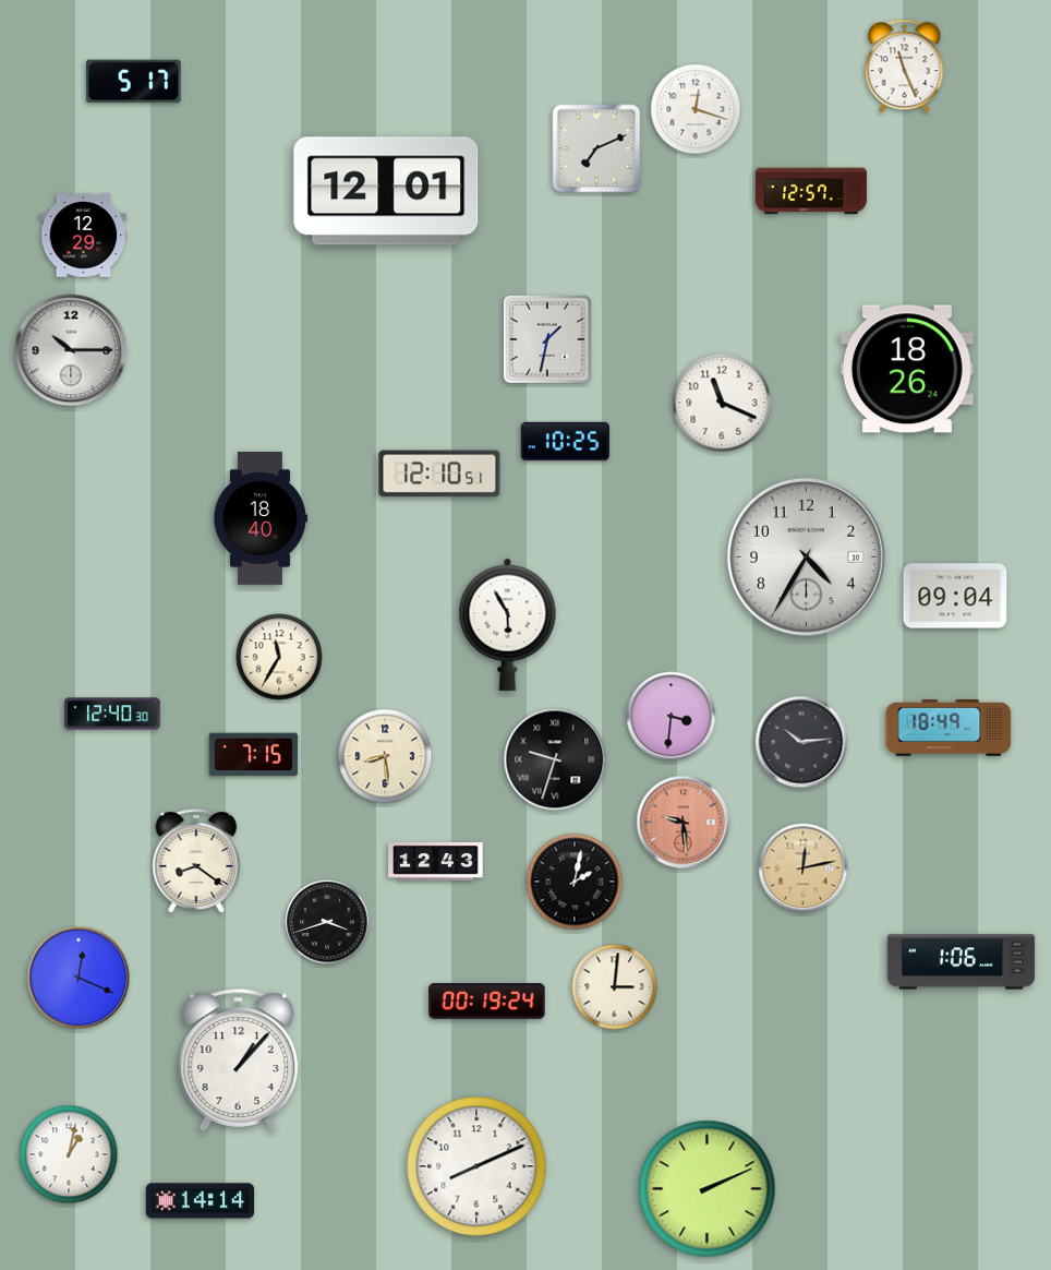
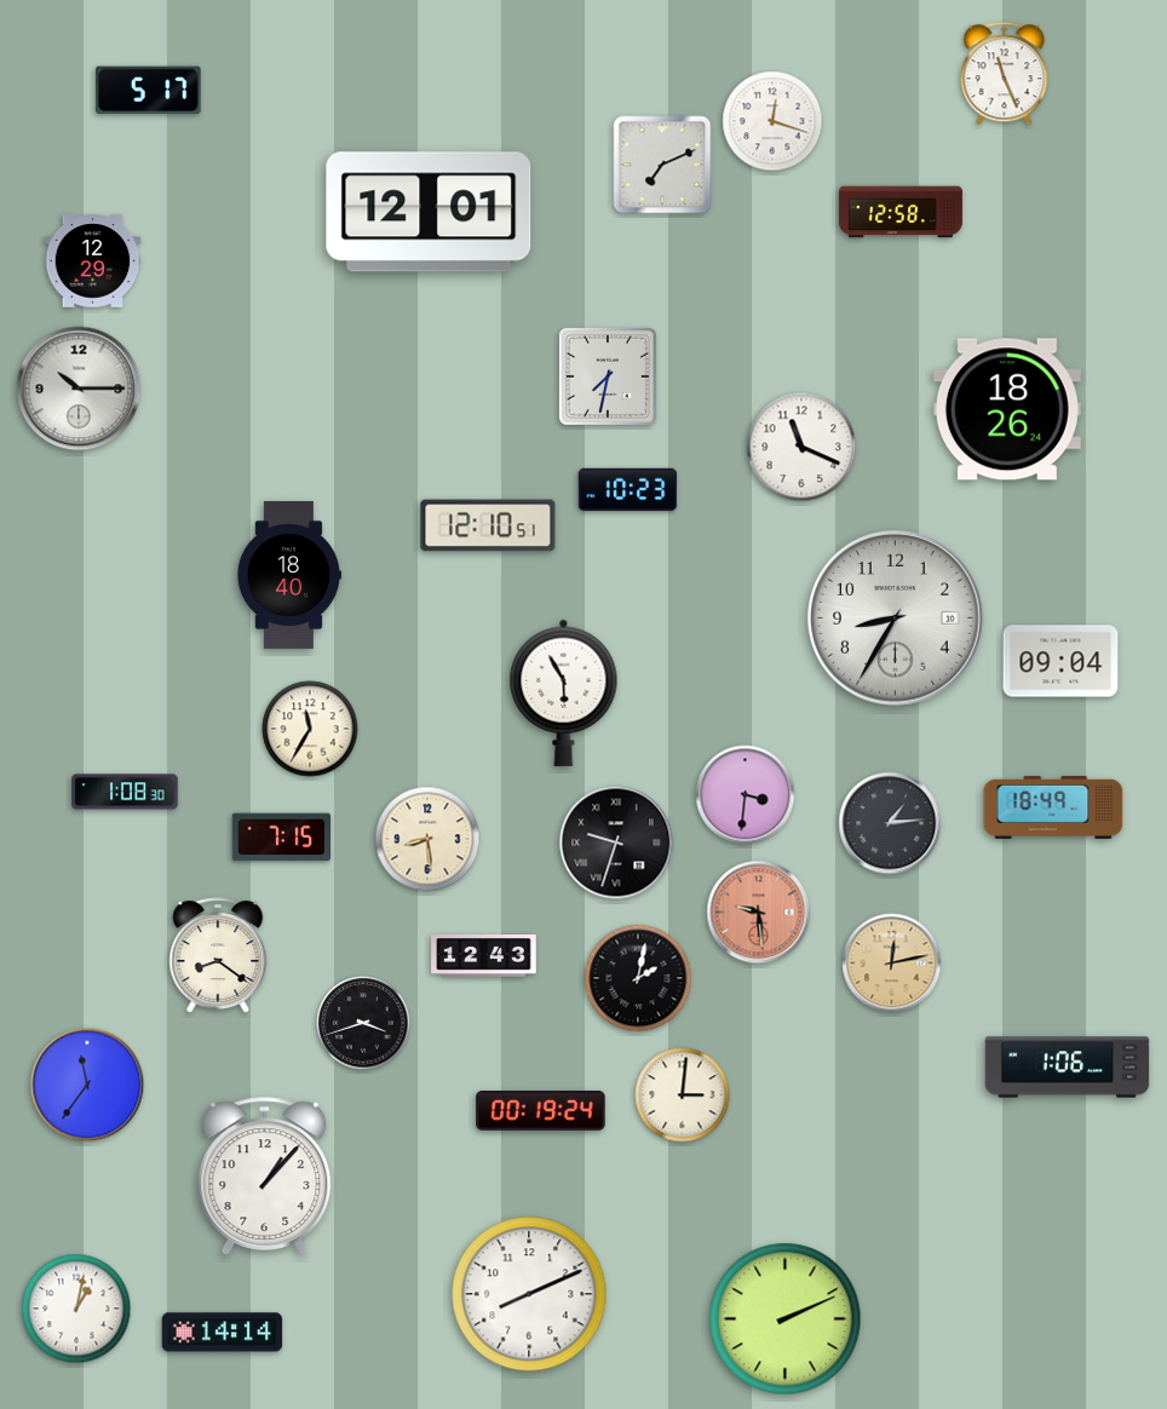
clock at (811, 191): 12:57 -> 12:58
clock at (547, 339): 1:32 -> 7:32
clock at (566, 442): 10:25 -> 10:23
clock at (807, 558): 4:35 -> 8:35
clock at (112, 714): 12:40 -> 1:08
clock at (801, 742): 10:14 -> 1:14
clock at (78, 978): 12:19 -> 11:36
clock at (69, 1154) position: (69, 1154) -> (76, 1309)
